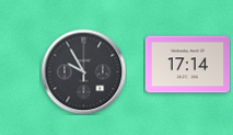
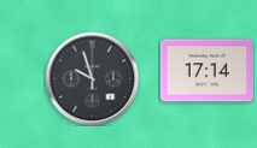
clock at (83, 71): 9:55 -> 9:57
